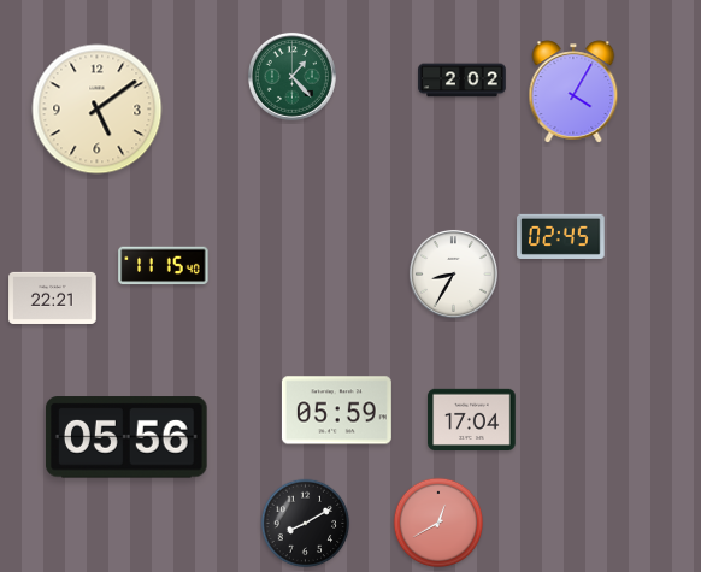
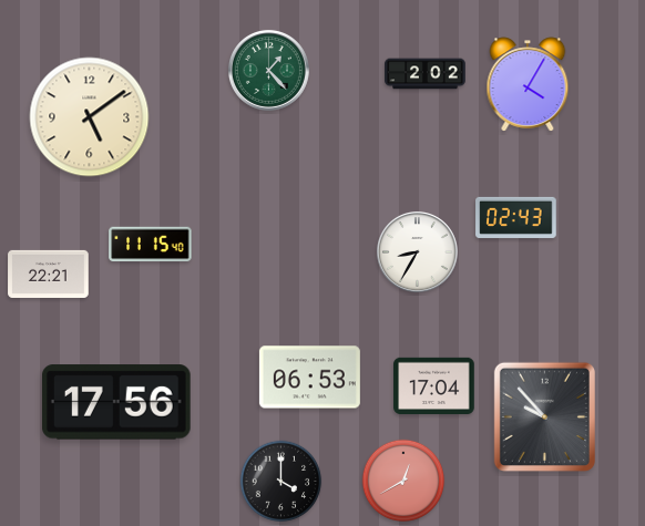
clock at (98, 110) position: (98, 110) -> (90, 117)
clock at (561, 236): 02:45 -> 02:43
clock at (336, 411): 05:59 -> 06:53
clock at (128, 437): 05:56 -> 17:56
clock at (544, 416): none -> 9:53
clock at (306, 524): 8:10 -> 4:00
